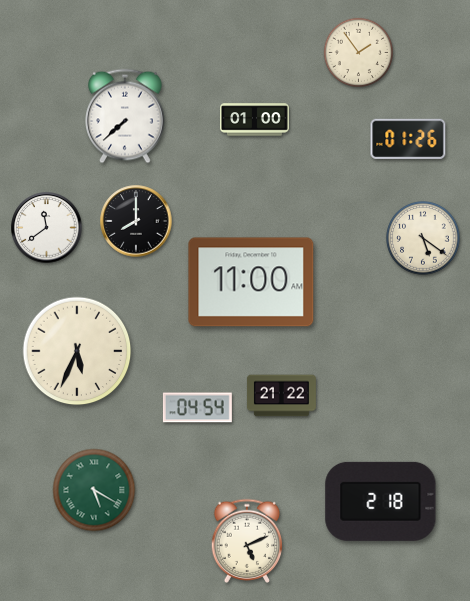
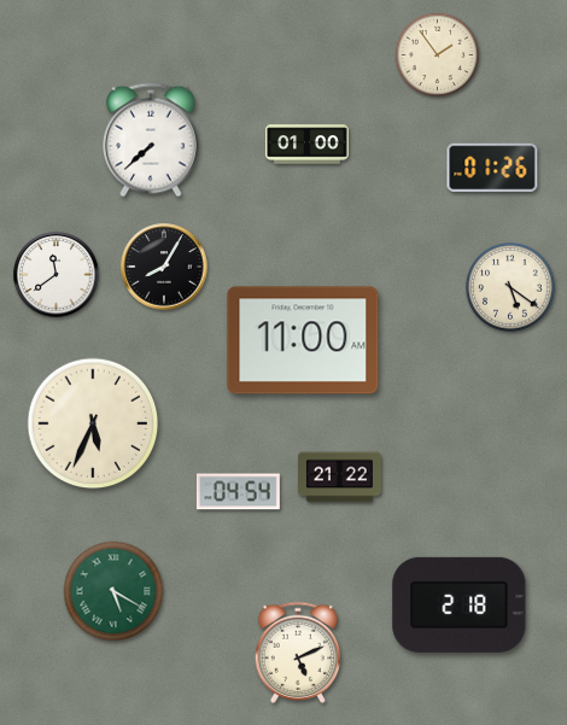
clock at (359, 53) position: (359, 53) -> (438, 55)
clock at (136, 221): 8:00 -> 8:05
